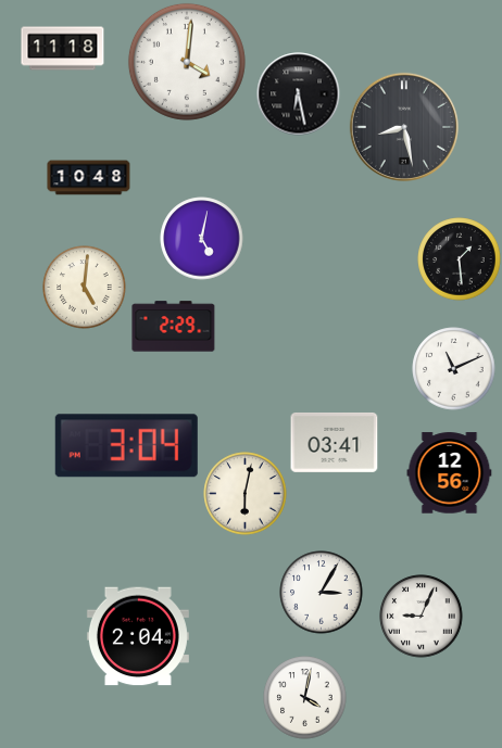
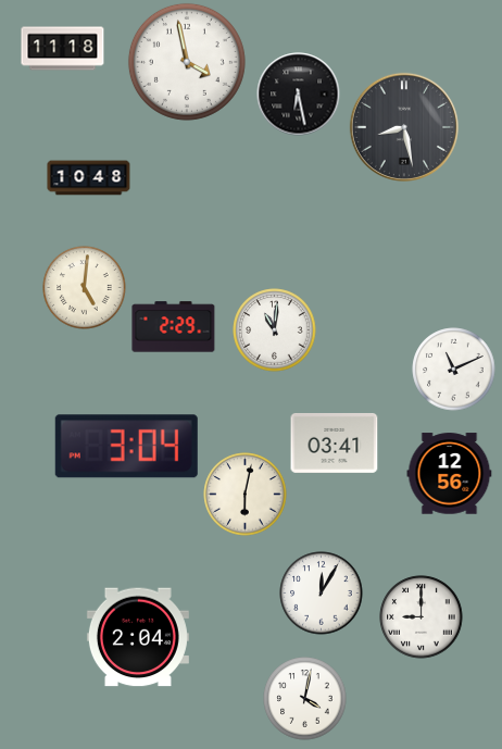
clock at (187, 62): 4:01 -> 3:58
clock at (202, 239): 5:02 -> none
clock at (460, 259): 1:29 -> none
clock at (275, 330): none -> 11:01
clock at (322, 593): 3:05 -> 12:05
clock at (422, 617): 9:04 -> 9:00
